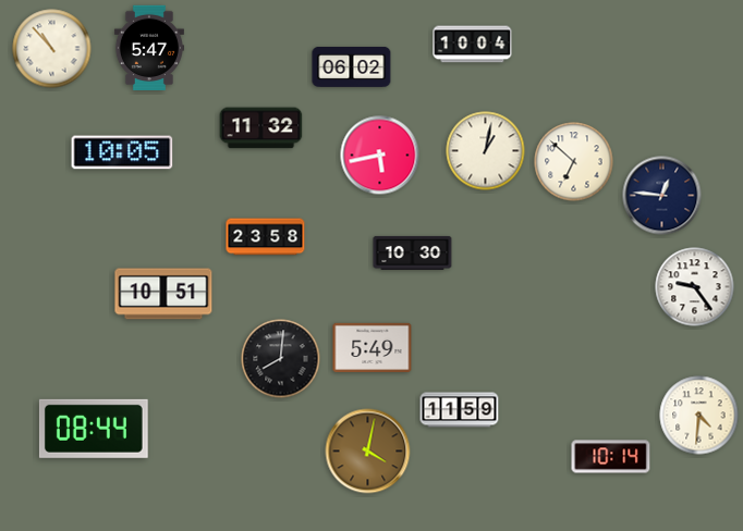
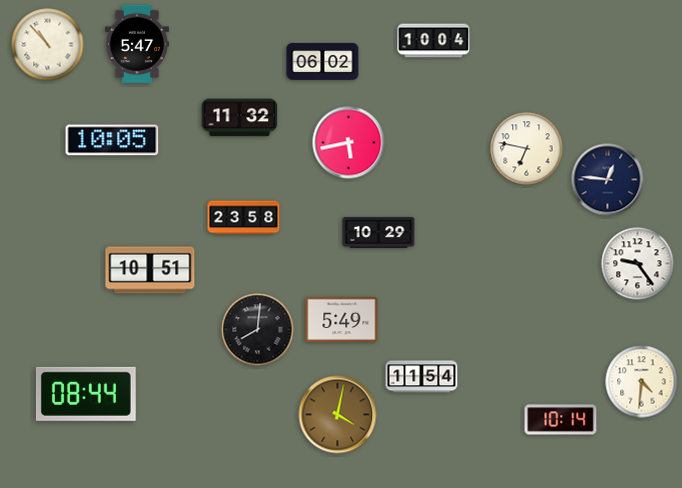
clock at (486, 151): 1:02 -> none
clock at (574, 162): 6:52 -> 6:47
clock at (413, 252): 10:30 -> 10:29
clock at (460, 410): 11:59 -> 11:54
